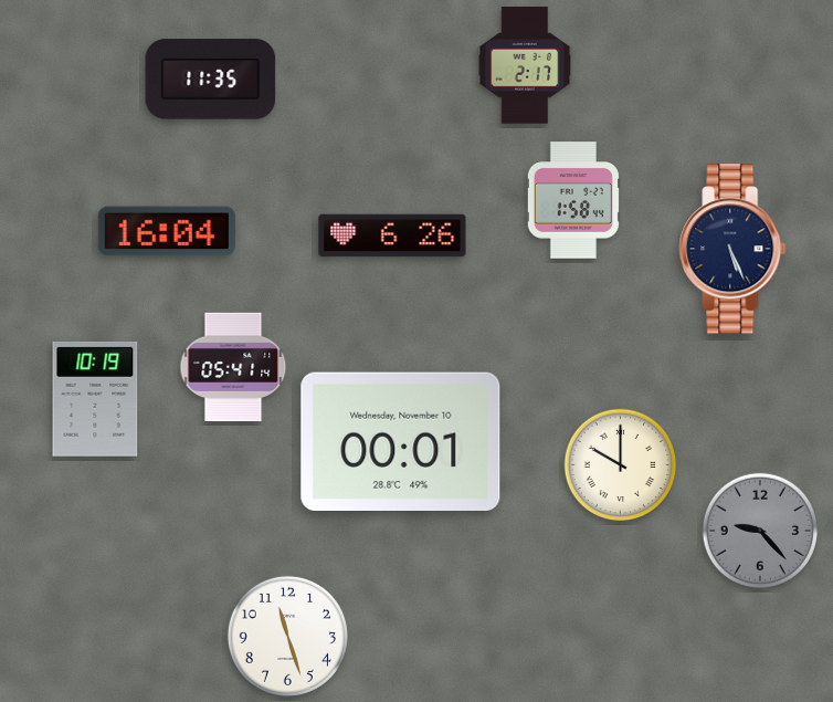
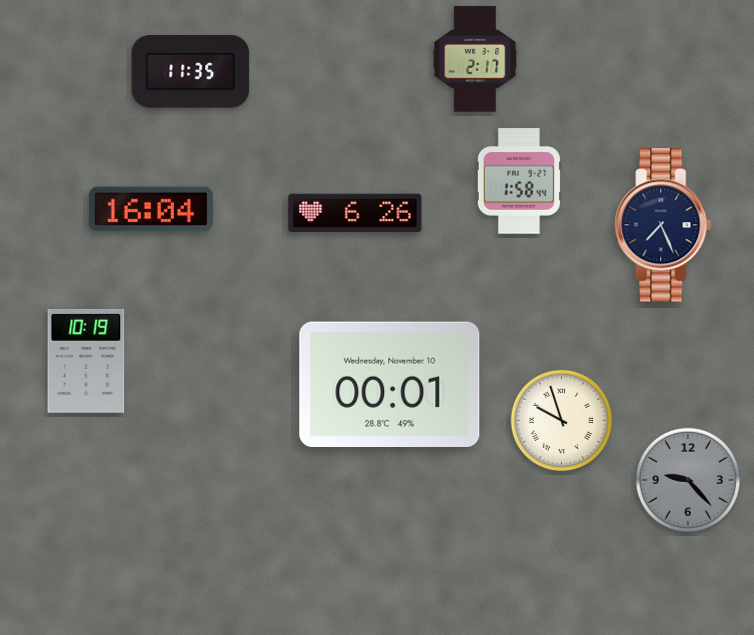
clock at (732, 249): 5:26 -> 7:26
clock at (233, 367): 05:41 -> none
clock at (401, 441) position: (401, 441) -> (390, 384)
clock at (621, 465): 10:00 -> 9:57
clock at (287, 636): 11:27 -> none
